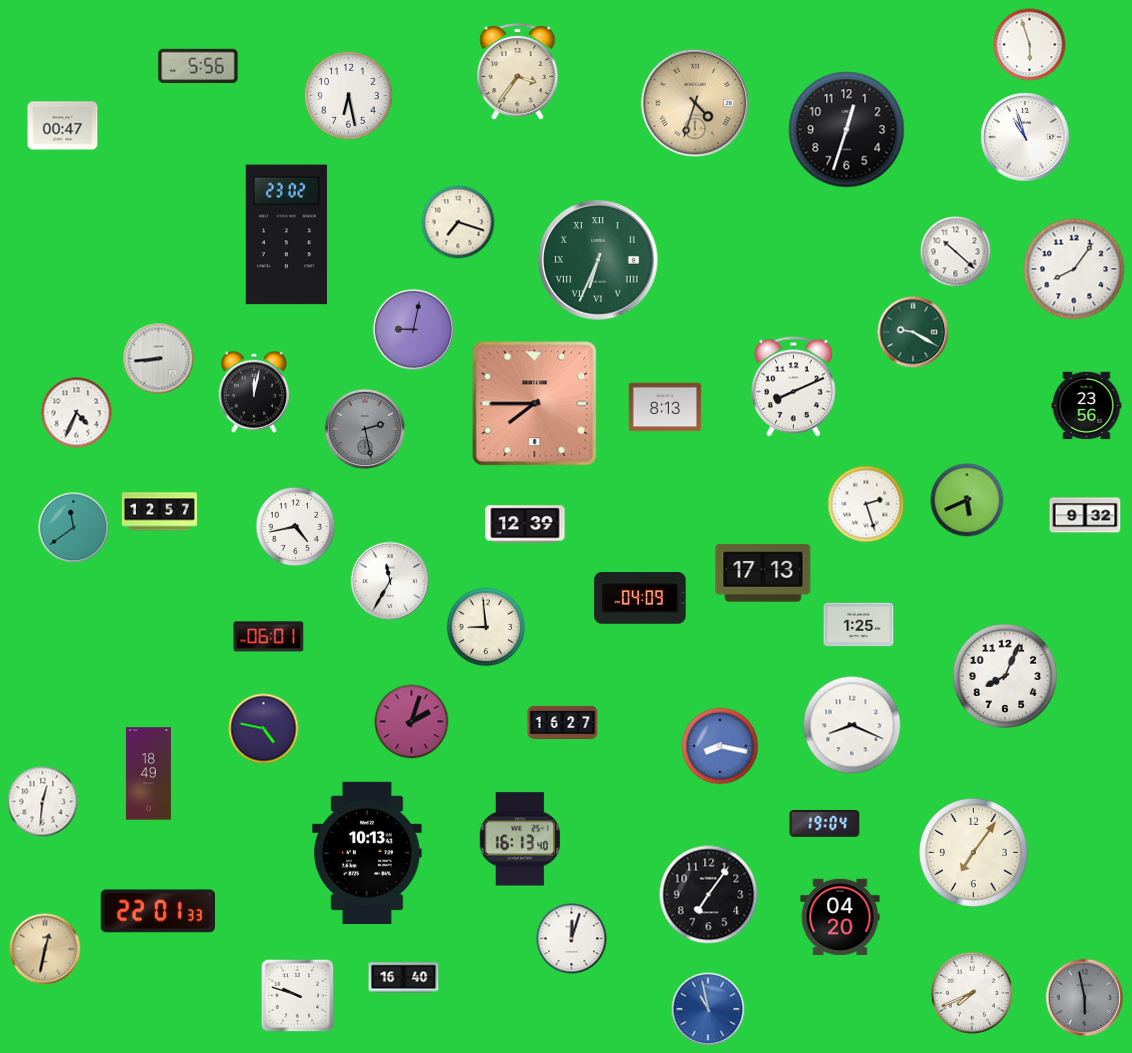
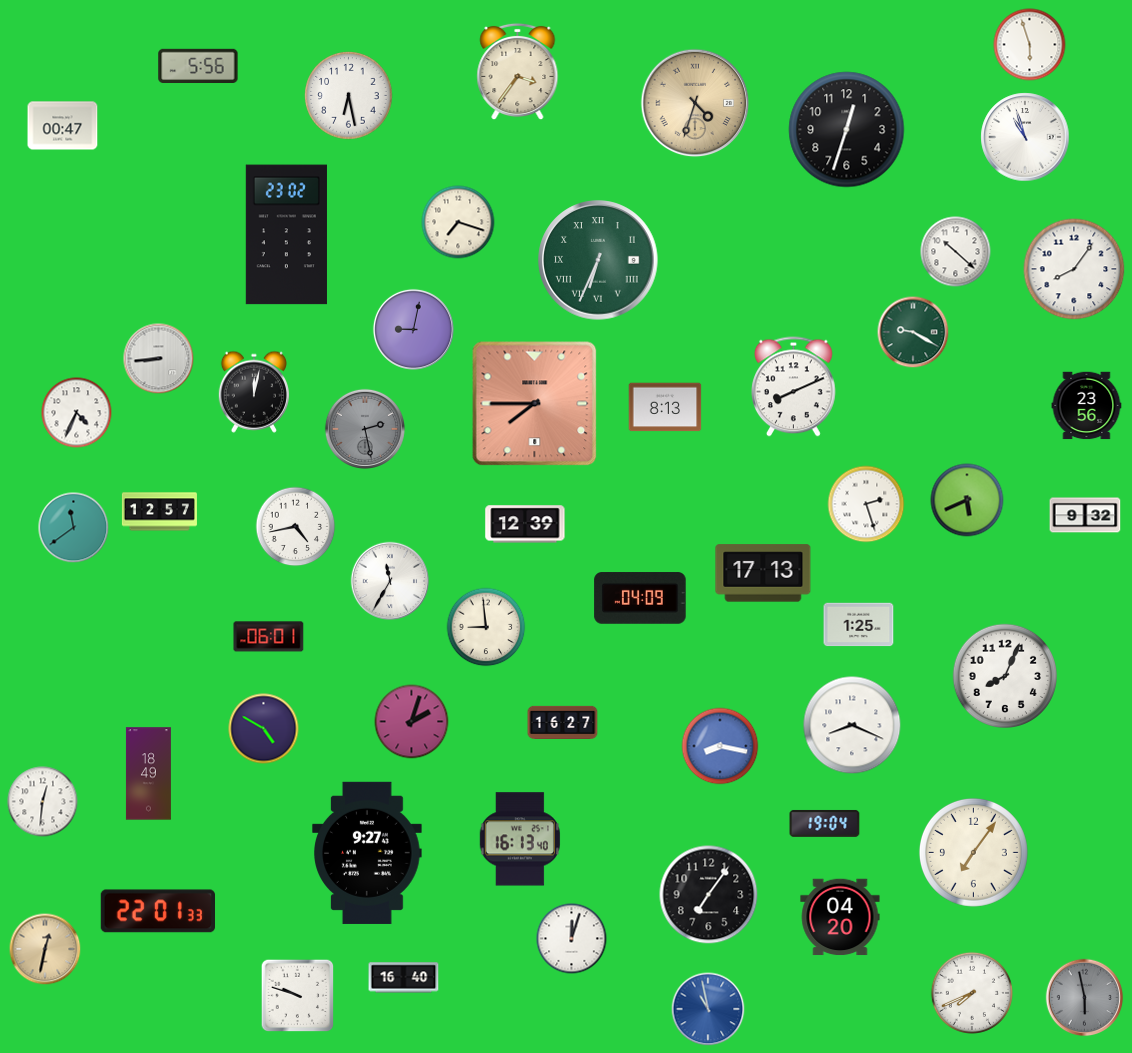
clock at (264, 729): 4:47 -> 4:50
clock at (367, 853): 10:13 -> 9:27
